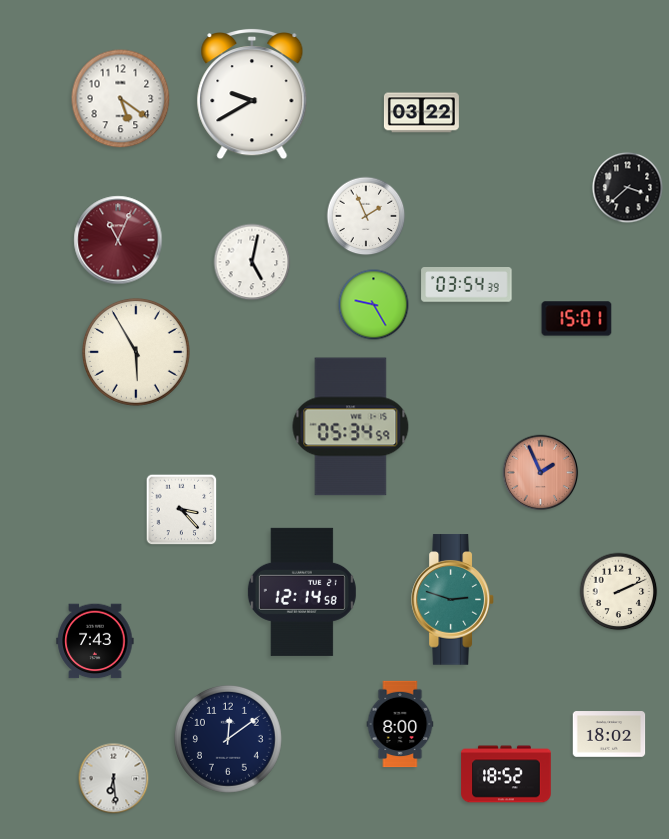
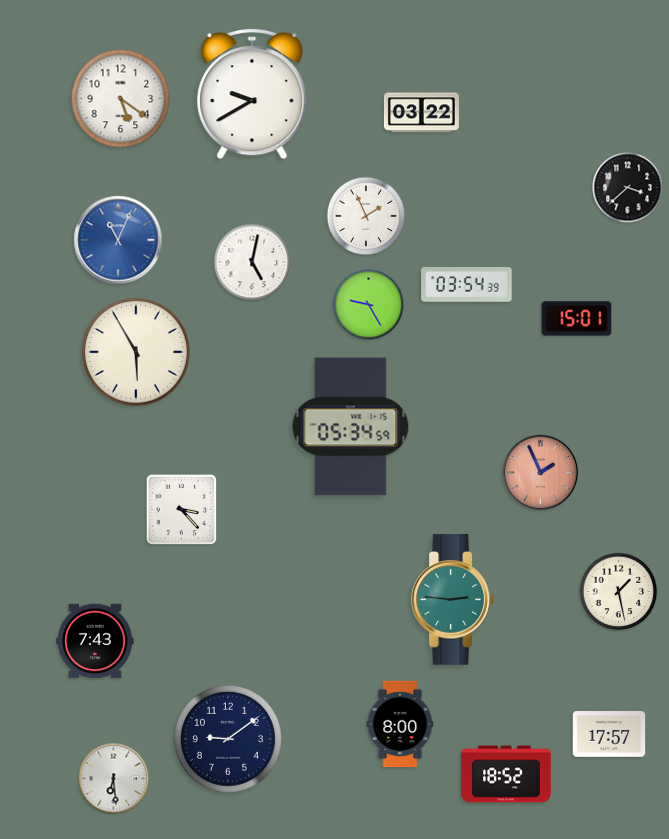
clock at (118, 240) dial: burgundy -> blue
clock at (374, 305) position: (374, 305) -> (369, 305)
clock at (302, 592): 12:14 -> none
clock at (619, 592): 2:11 -> 1:28
clock at (453, 600): 2:48 -> 2:46
clock at (609, 734): 18:02 -> 17:57
clock at (228, 739): 12:09 -> 9:09
